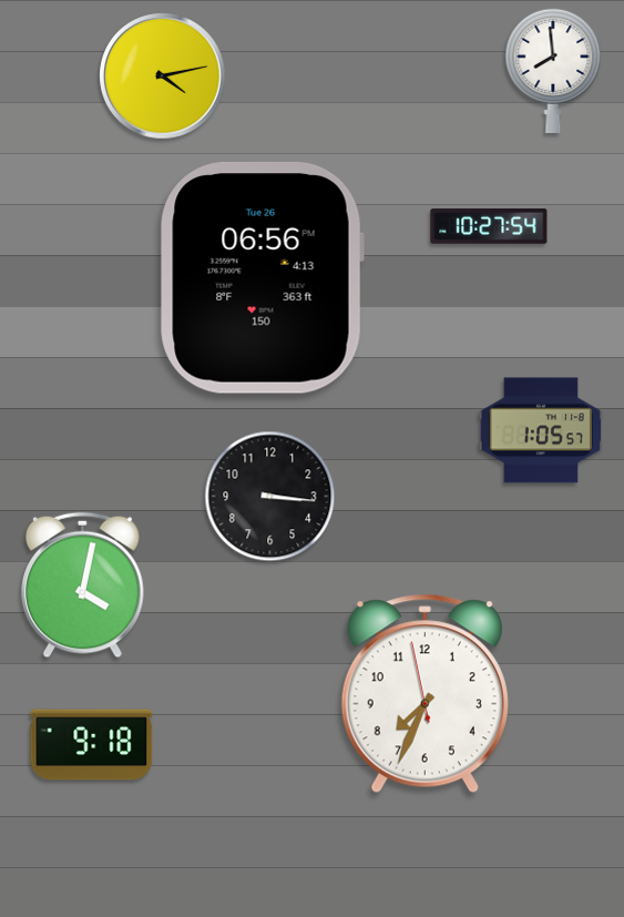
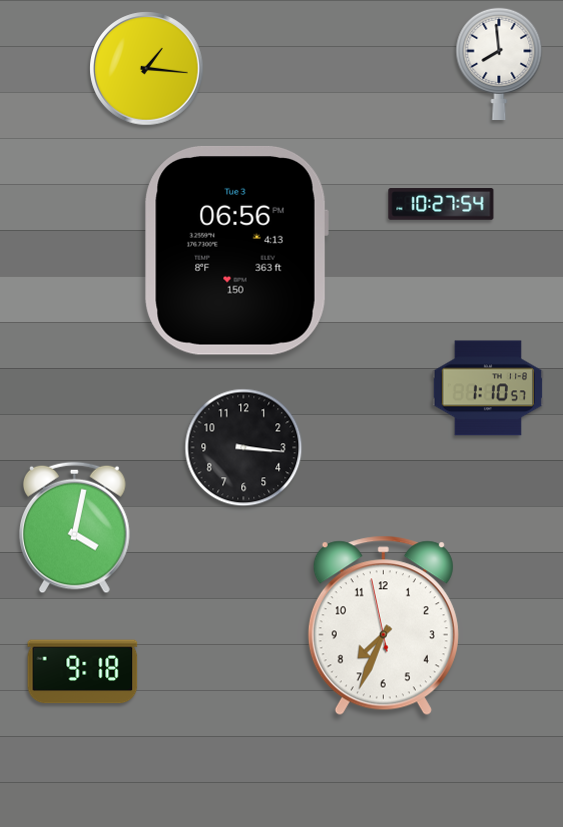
clock at (163, 77): 4:13 -> 1:16
clock at (262, 278) date: Tue 26 -> Tue 3
clock at (541, 430): 1:05 -> 1:10
